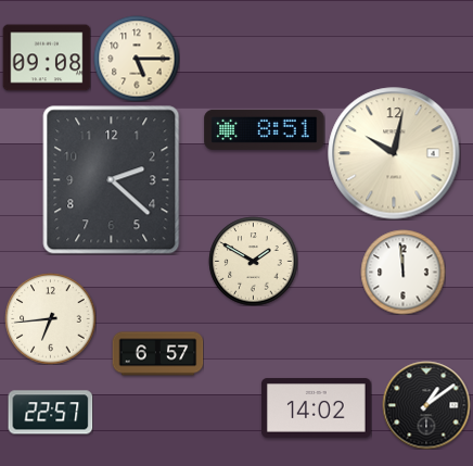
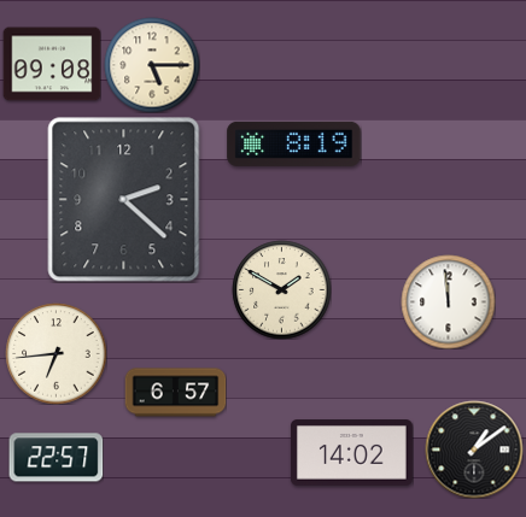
clock at (265, 129): 8:51 -> 8:19
clock at (394, 153): 10:02 -> none
